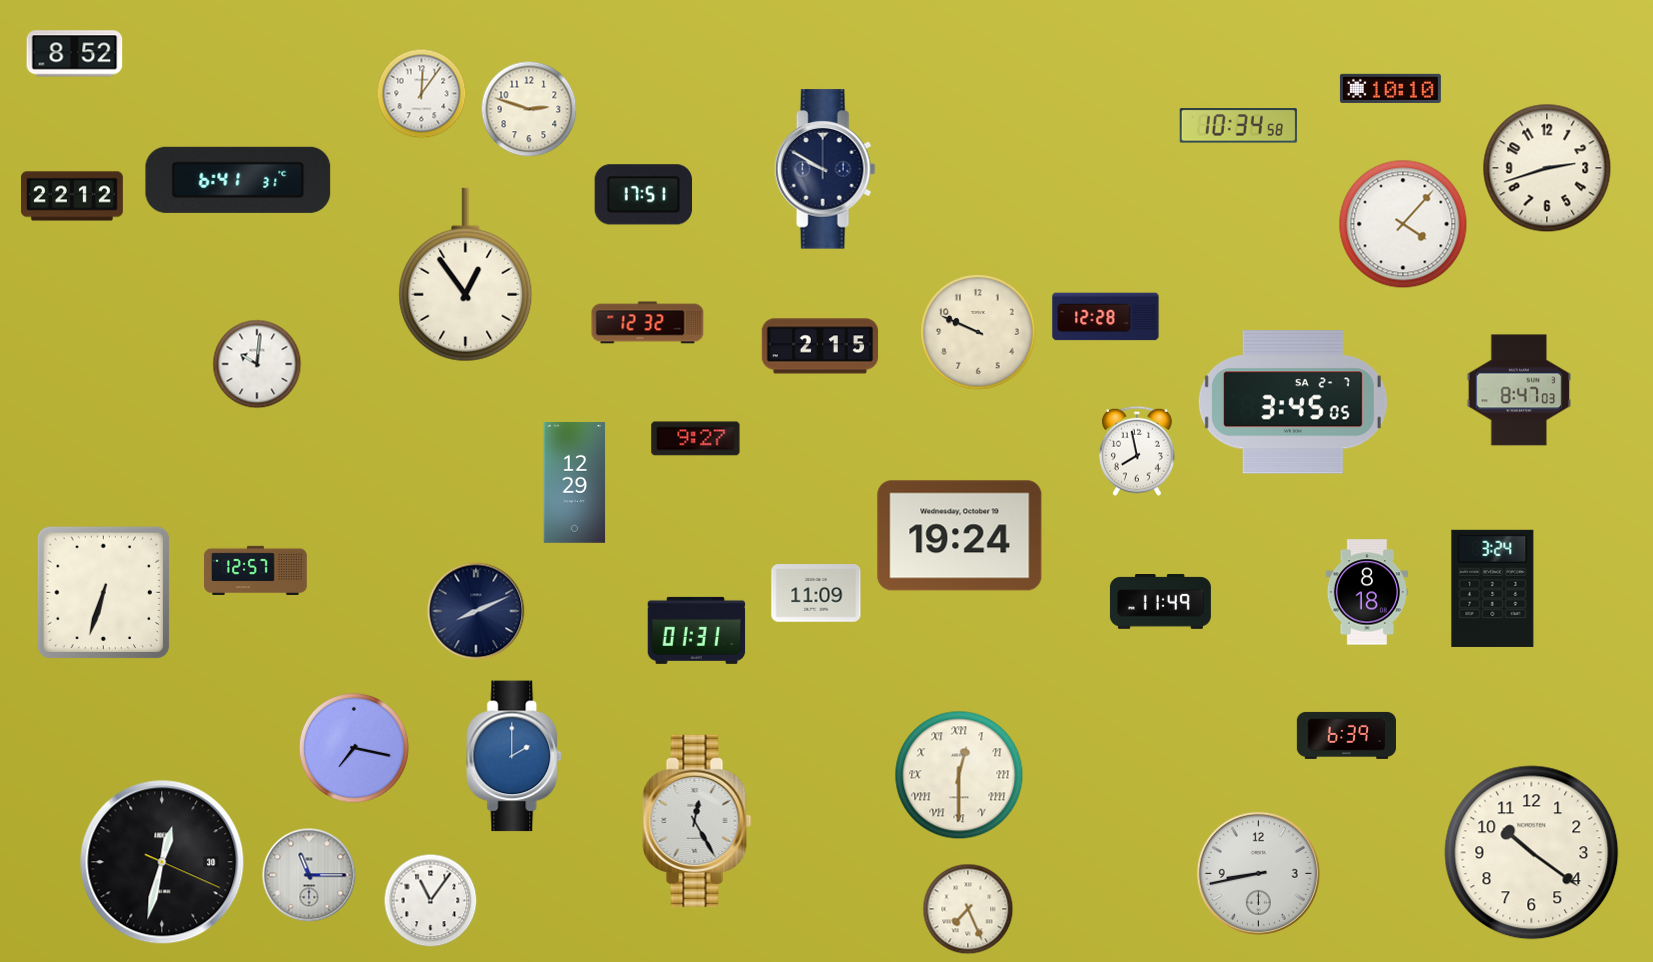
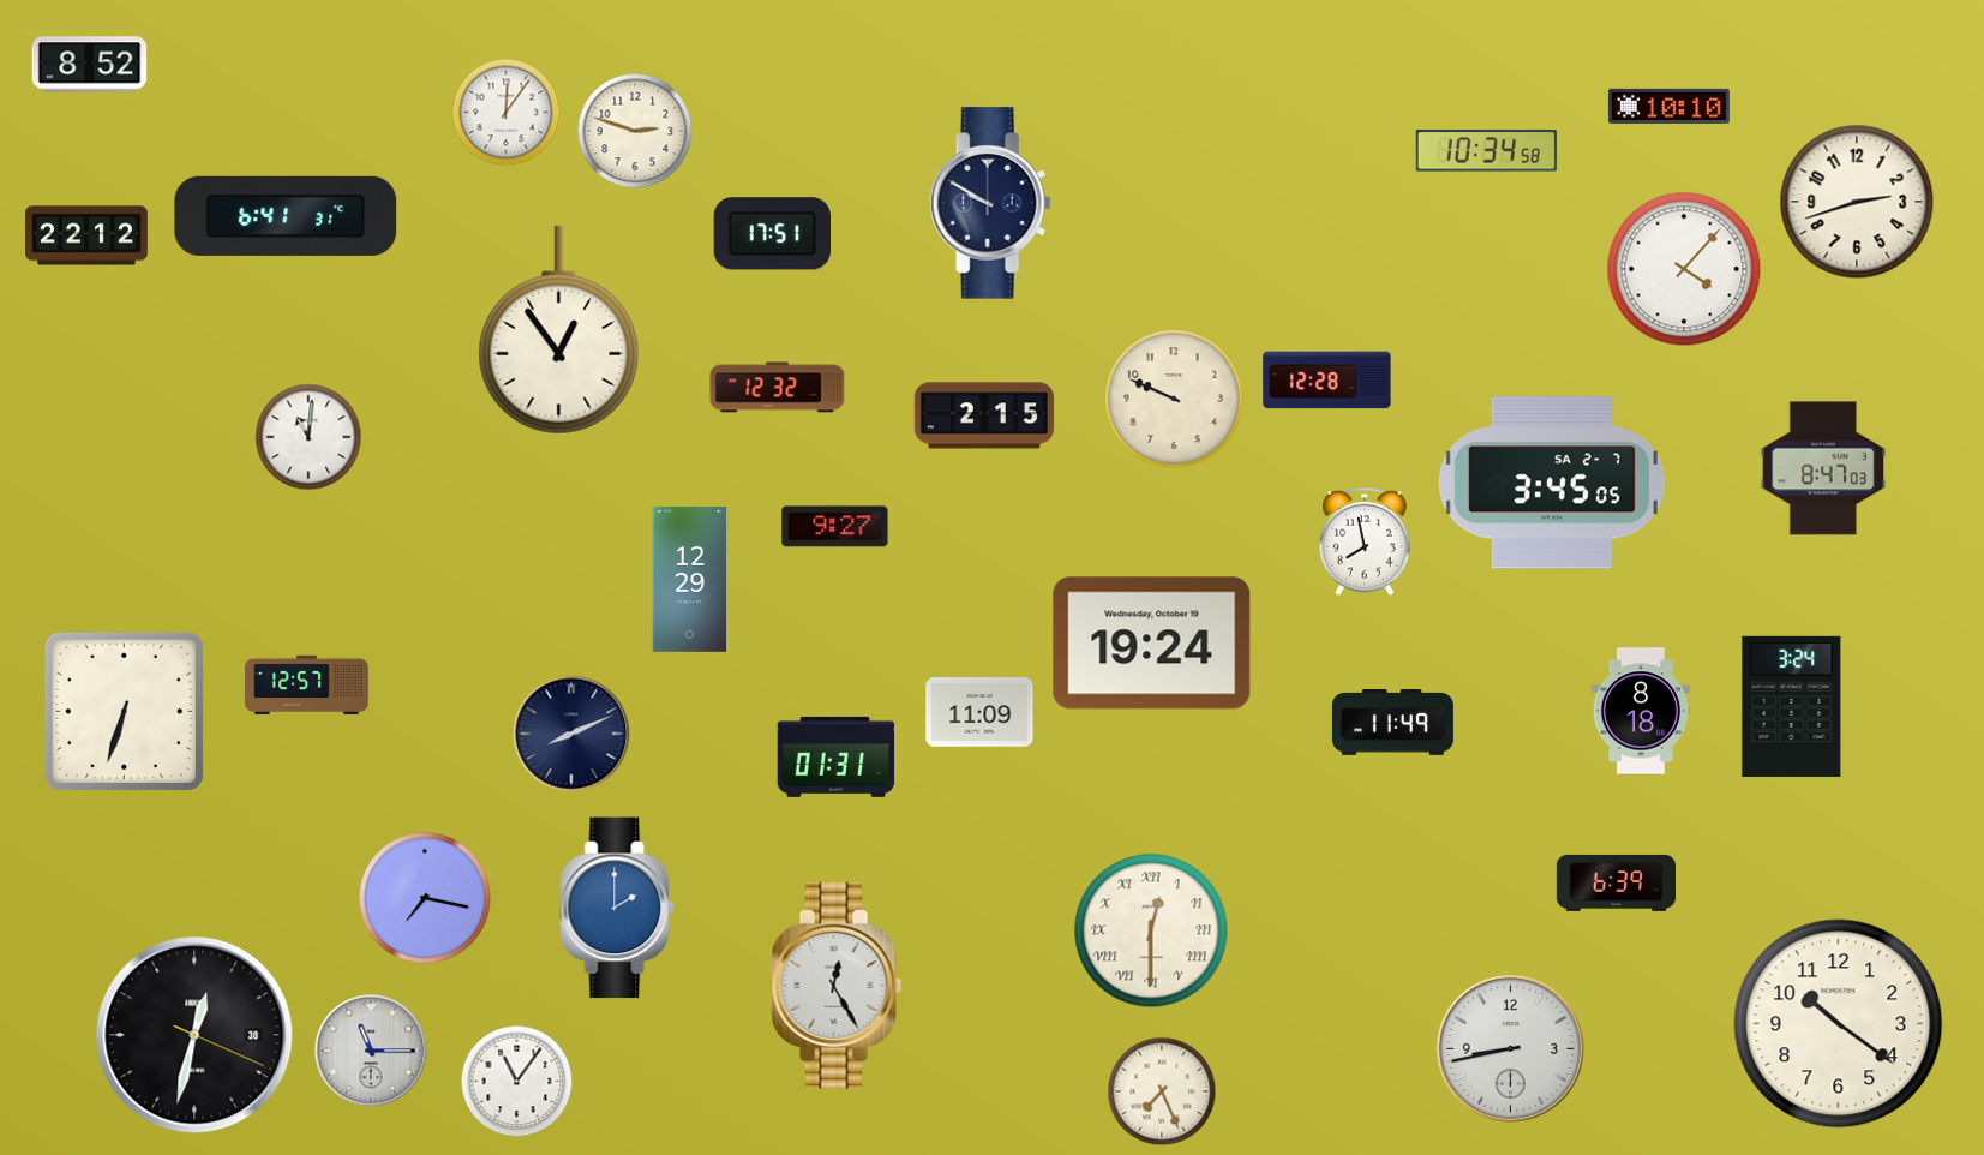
clock at (257, 364): 10:01 -> 11:01
